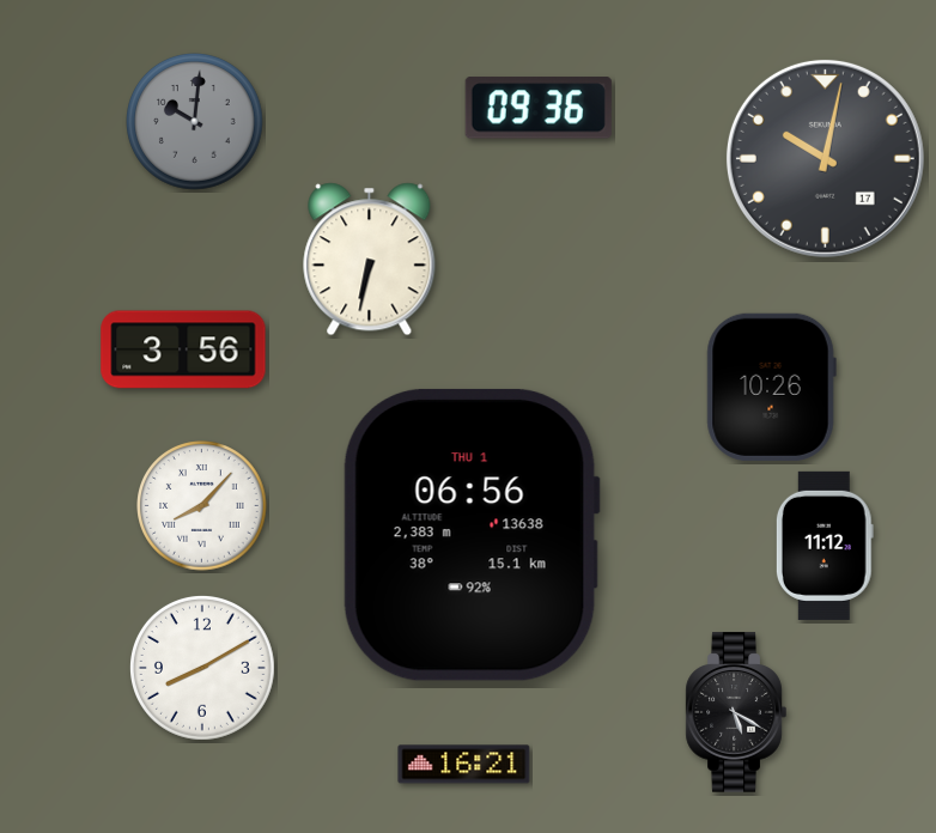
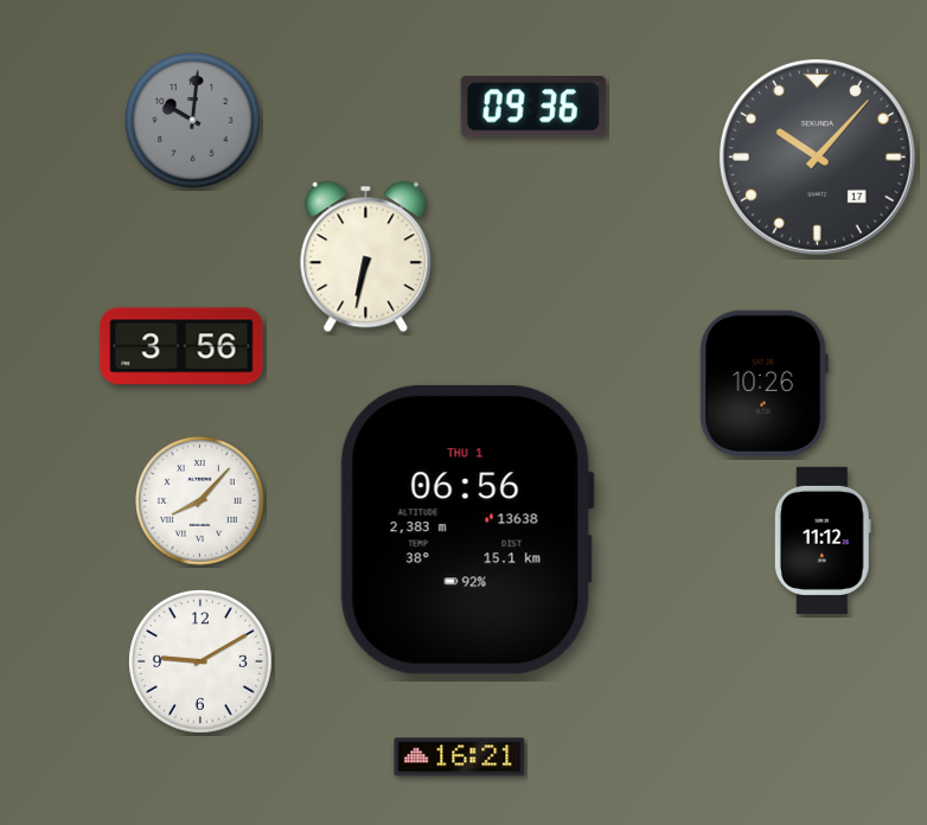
clock at (825, 158): 10:02 -> 10:07
clock at (825, 546) position: (825, 546) -> (823, 541)
clock at (202, 668): 8:10 -> 9:10
clock at (736, 712): 5:20 -> none
